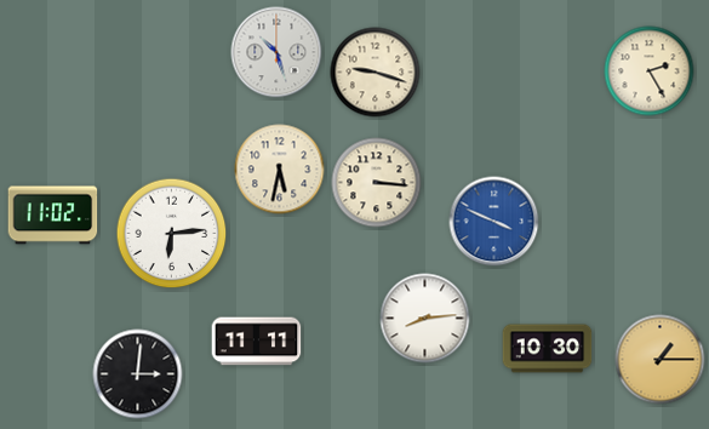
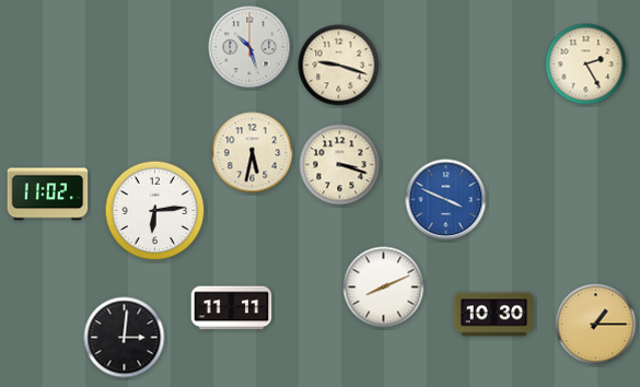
clock at (377, 183): 3:16 -> 3:18
clock at (425, 319): 8:14 -> 8:11
